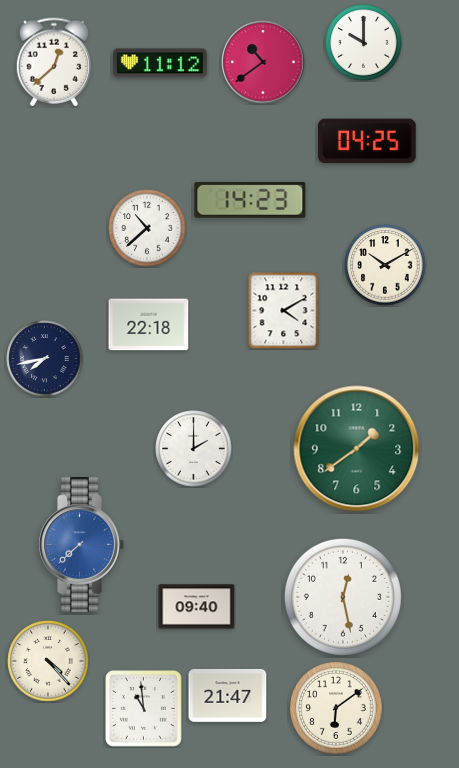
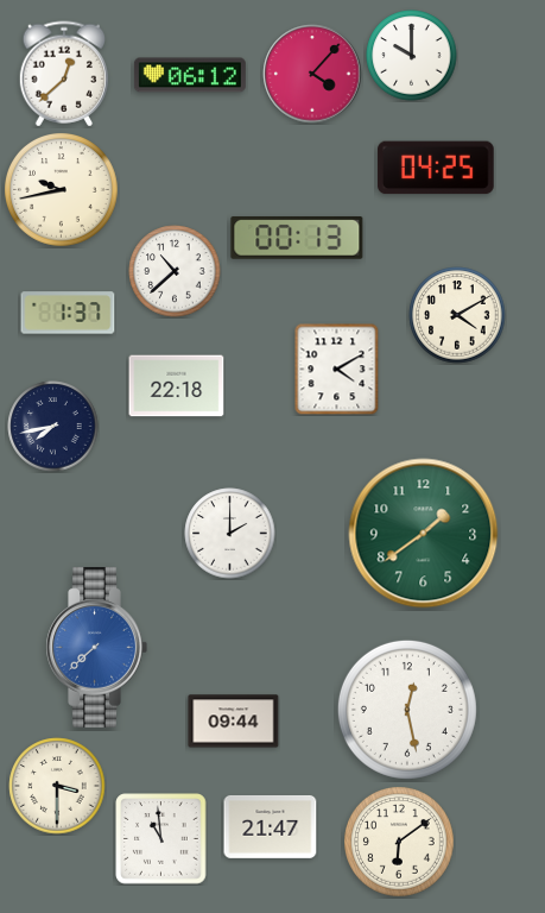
clock at (364, 43) position: (364, 43) -> (412, 56)
clock at (263, 62): 10:39 -> 4:07
clock at (160, 63): 11:12 -> 06:12
clock at (62, 190): none -> 9:43
clock at (250, 200): 14:23 -> 00:13
clock at (68, 313): none -> 1:37
clock at (385, 265): 10:10 -> 4:10
clock at (197, 607): 09:40 -> 09:44
clock at (48, 661): 4:23 -> 3:30
clock at (144, 709) position: (144, 709) -> (161, 839)
